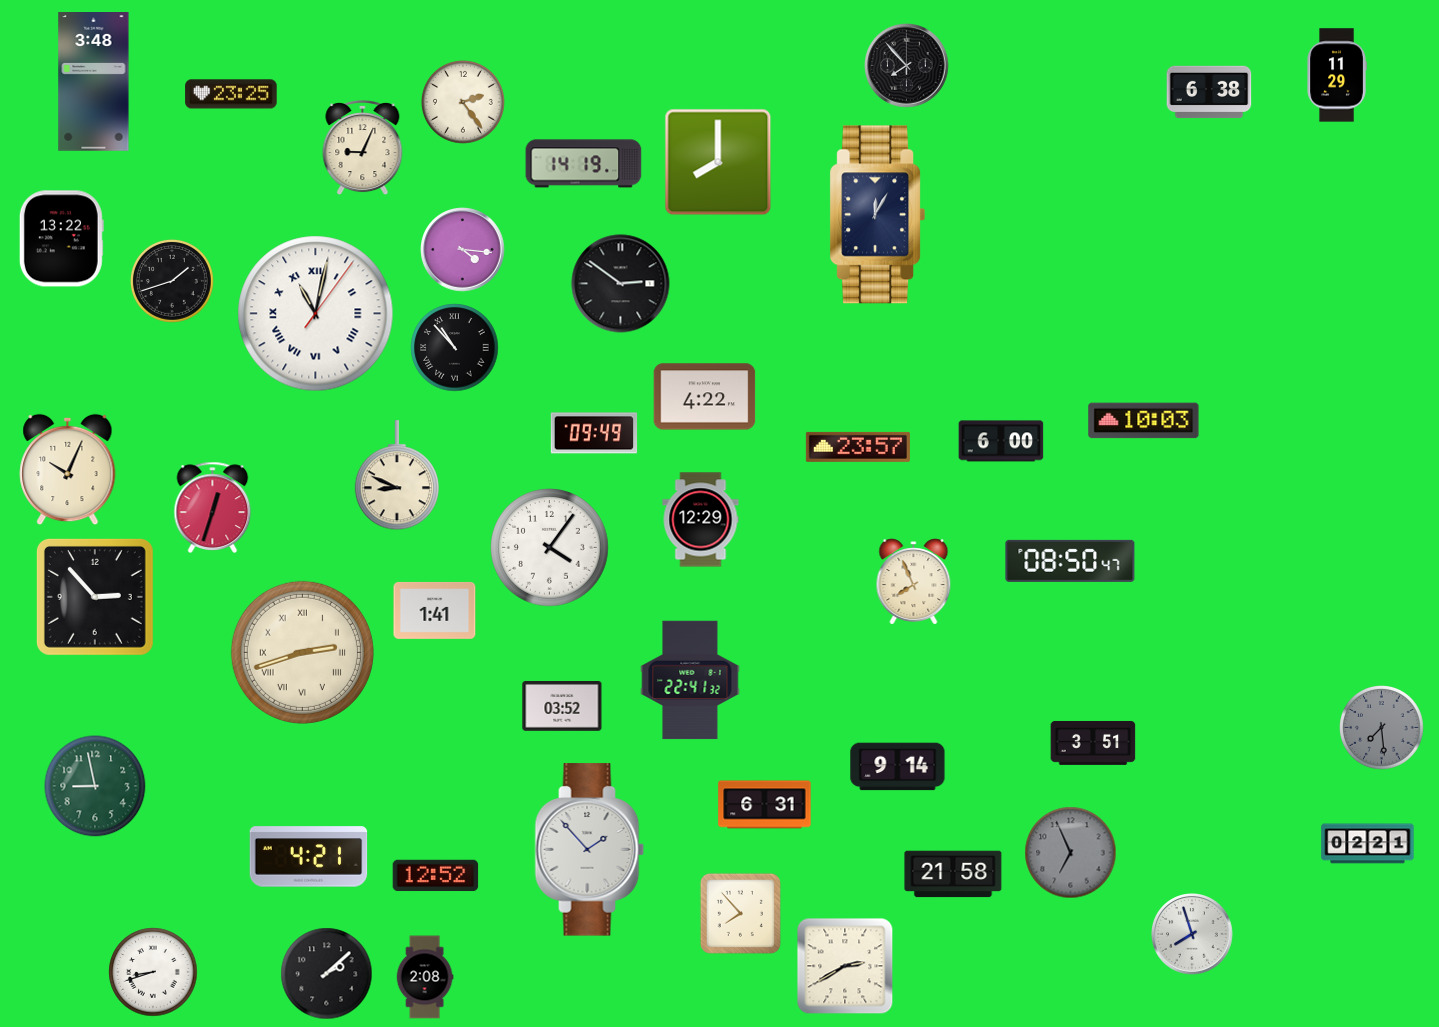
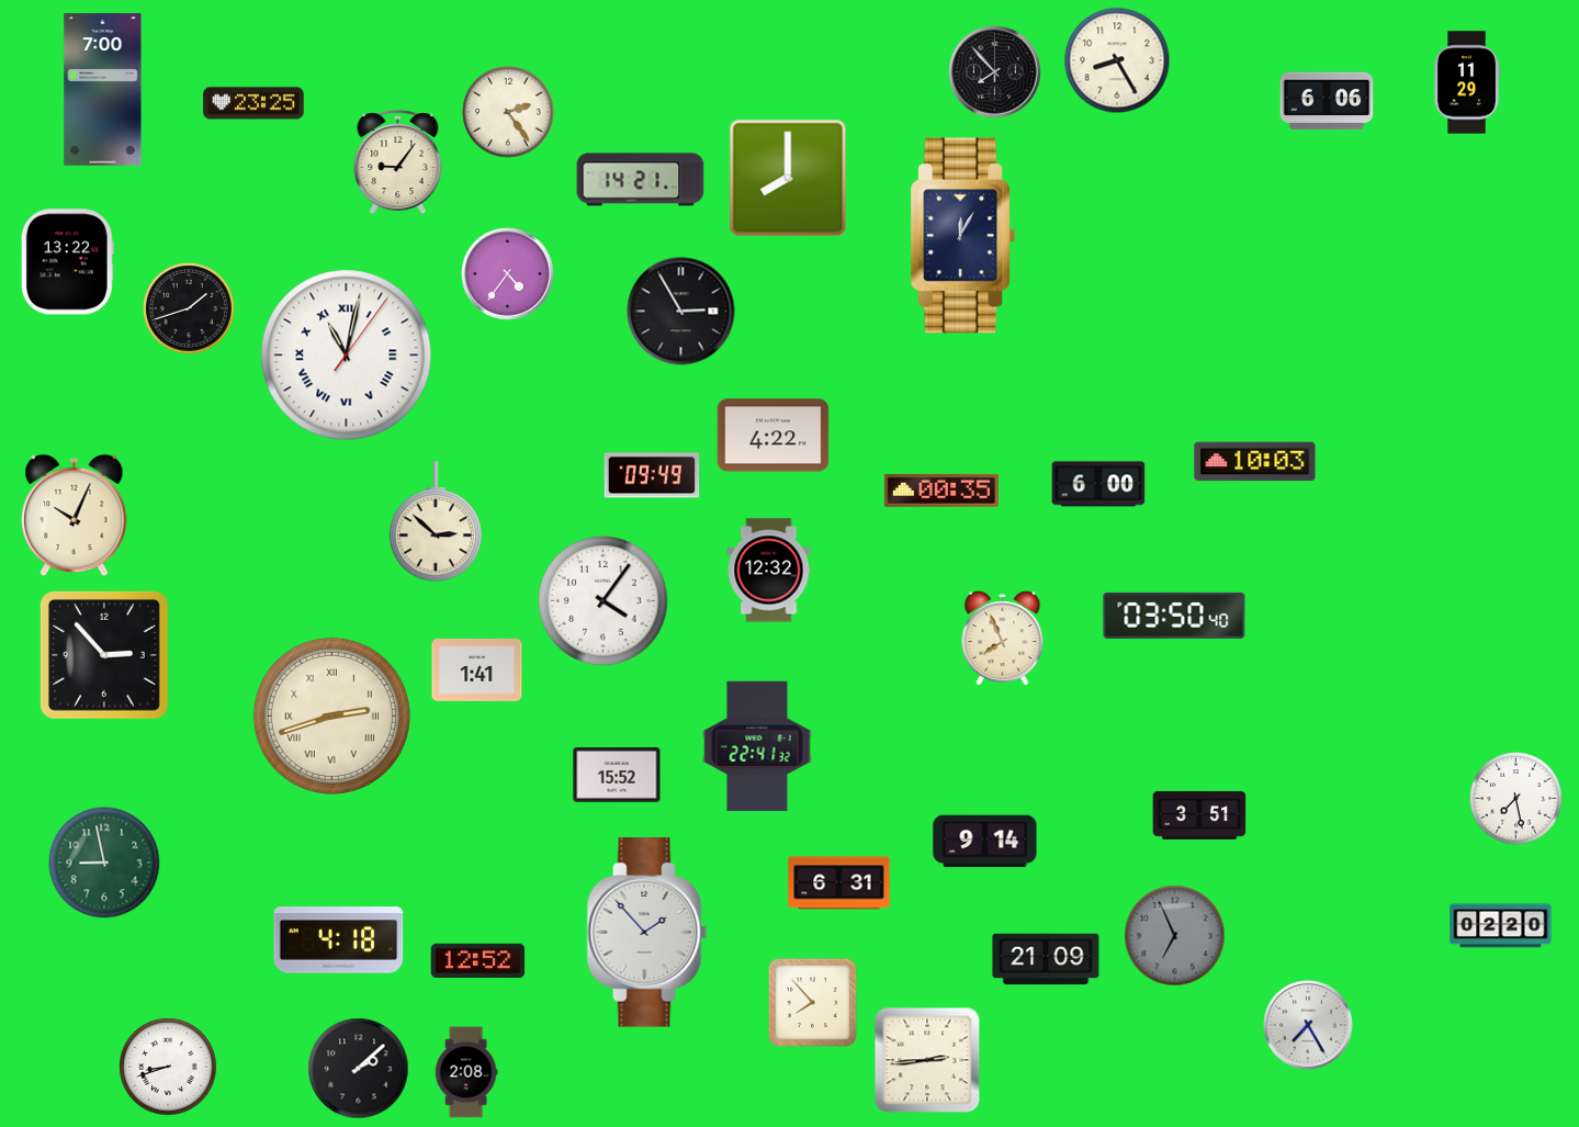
clock at (1117, 60): none -> 8:25
clock at (94, 82): 3:48 -> 7:00
clock at (1209, 92): 6:38 -> 6:06
clock at (363, 149): 9:04 -> 9:06
clock at (584, 164): 14:19 -> 14:21
clock at (463, 250): 4:16 -> 4:36
clock at (621, 284): 2:51 -> 2:55
clock at (316, 314) position: (316, 314) -> (347, 356)
clock at (455, 348): 10:53 -> none
clock at (858, 447): 23:57 -> 00:35
clock at (397, 476): 8:49 -> 2:52
clock at (213, 507): 12:33 -> none
clock at (701, 520): 12:29 -> 12:32
clock at (1070, 561): 08:50 -> 03:50
clock at (562, 707): 03:52 -> 15:52
clock at (1382, 728): 7:29 -> 7:28
clock at (1382, 728) dial: grey -> white
clock at (1368, 844): 02:21 -> 02:20
clock at (309, 857): 4:21 -> 4:18
clock at (953, 874): 21:58 -> 21:09
clock at (1193, 935): 7:57 -> 7:25
clock at (845, 966): 2:40 -> 2:44
